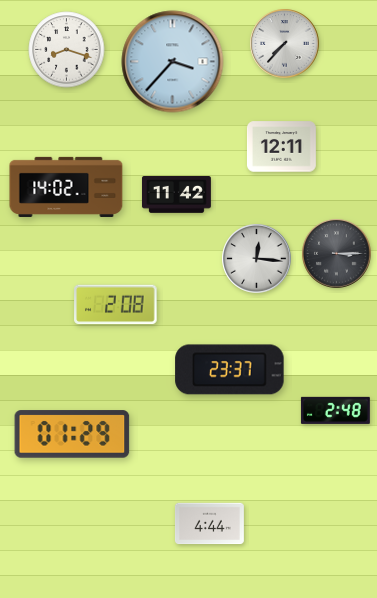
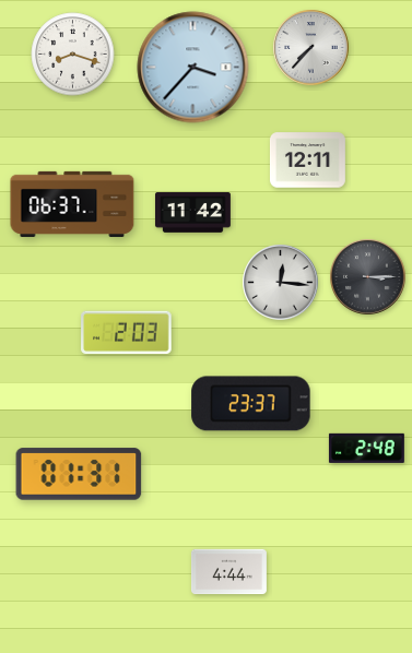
clock at (173, 62) position: (173, 62) -> (193, 68)
clock at (66, 187): 14:02 -> 06:37
clock at (116, 305): 2:08 -> 2:03
clock at (72, 434): 01:29 -> 01:31
